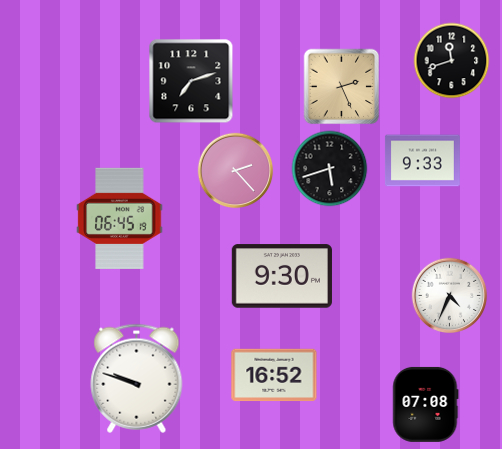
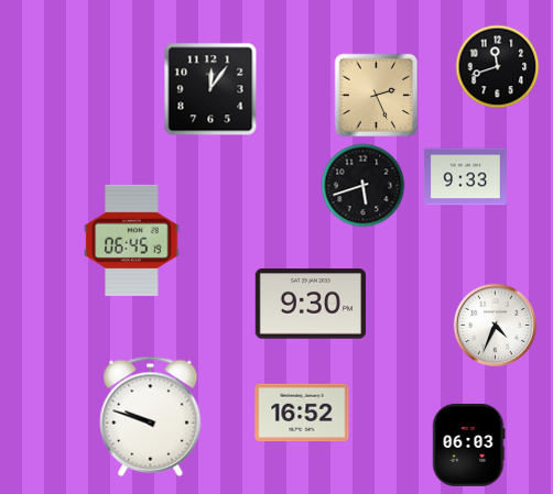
clock at (191, 81): 7:12 -> 12:06
clock at (236, 171): 2:23 -> none
clock at (426, 404): 07:08 -> 06:03
